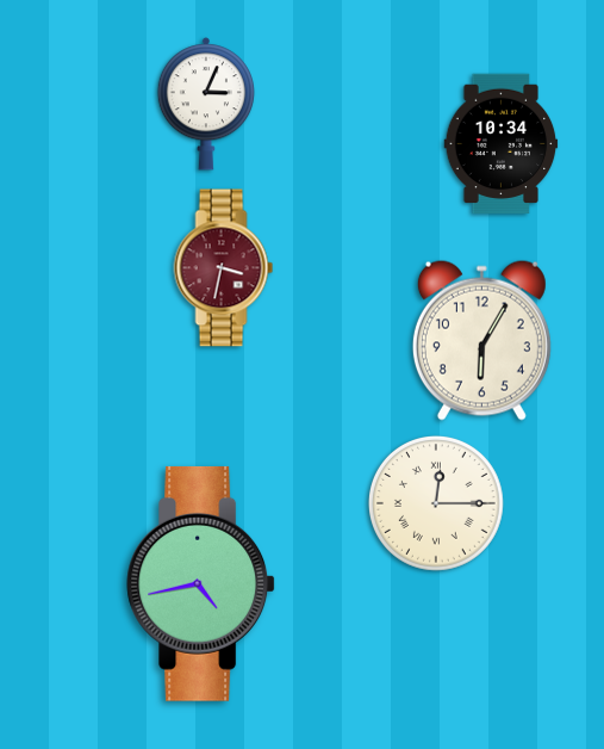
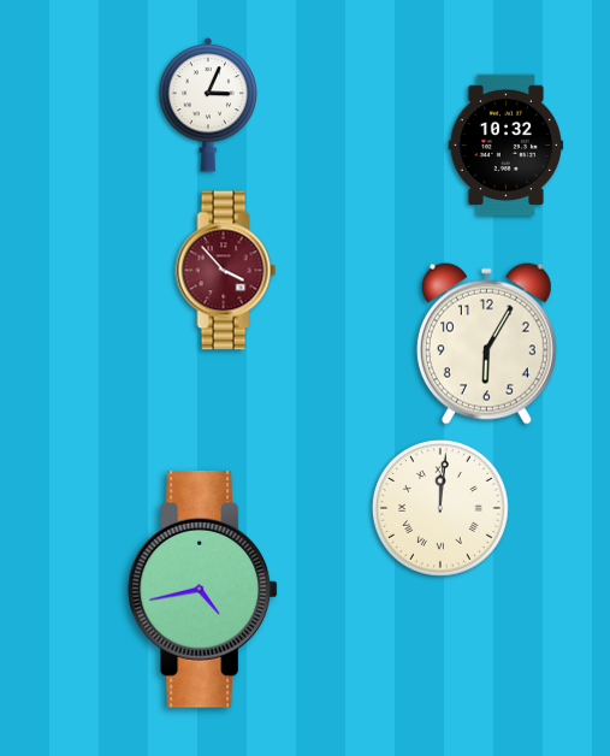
clock at (502, 144): 10:34 -> 10:32
clock at (224, 268): 3:32 -> 3:53
clock at (436, 503): 12:15 -> 12:01
